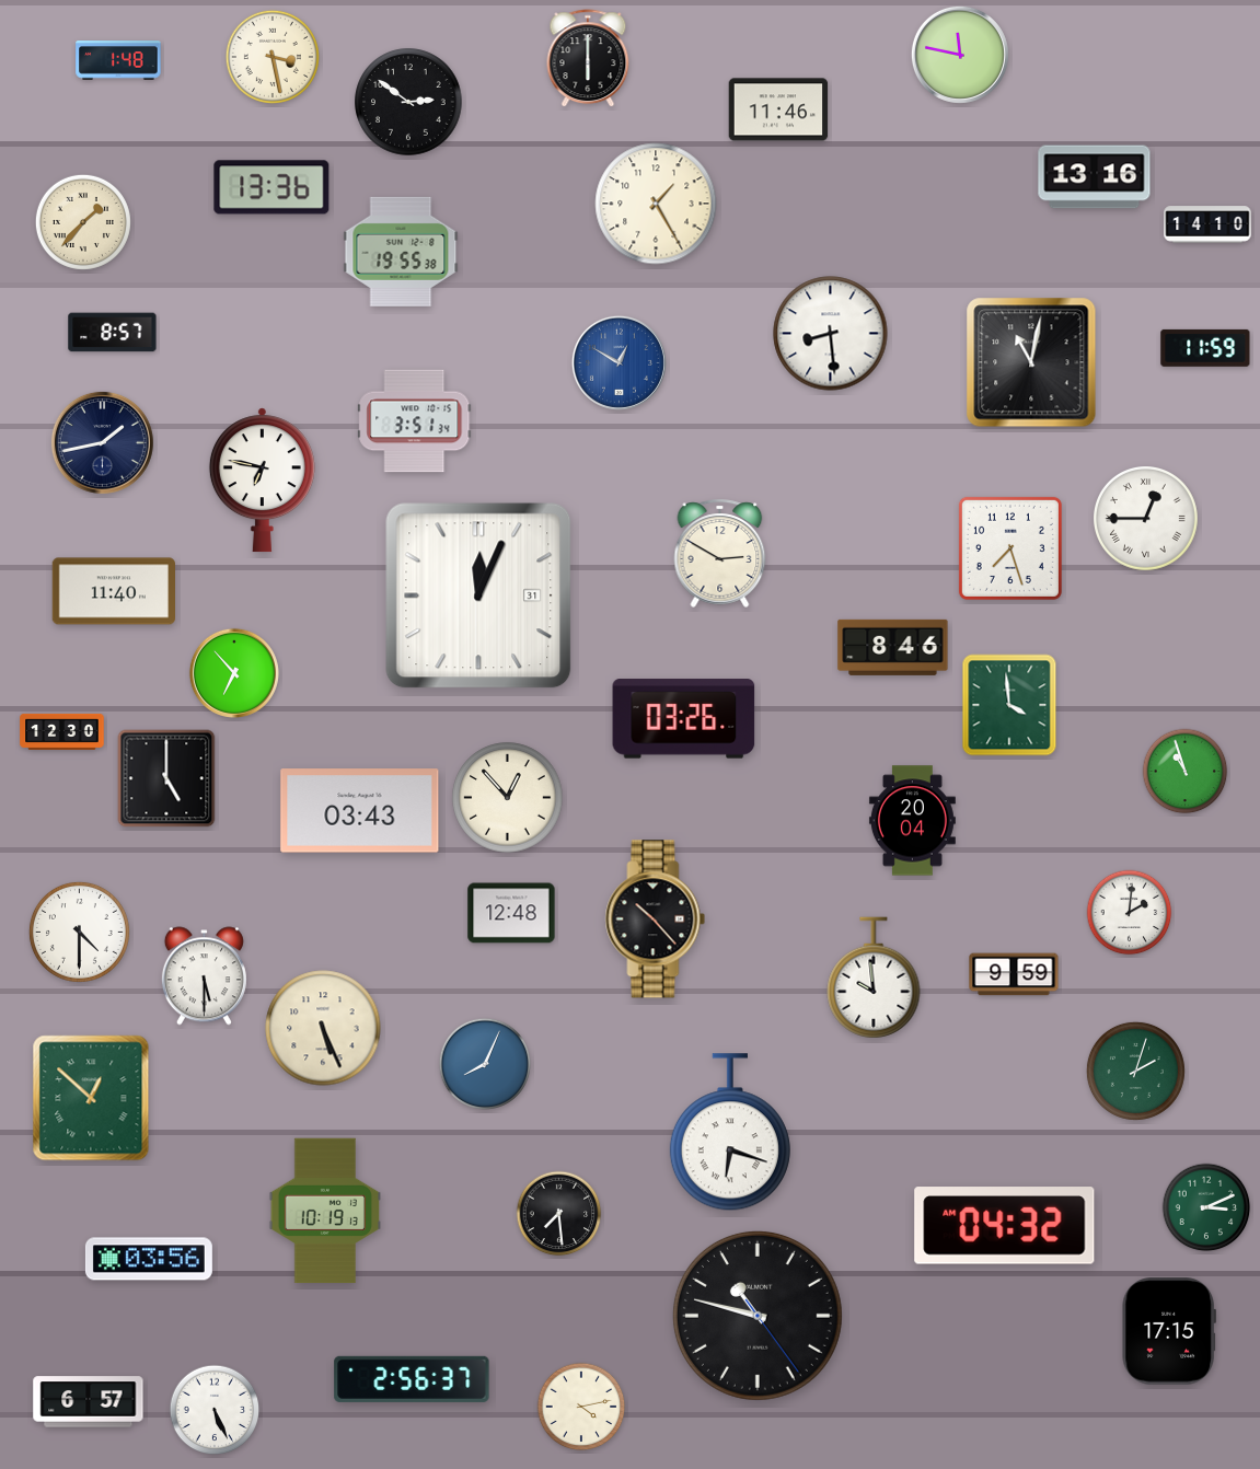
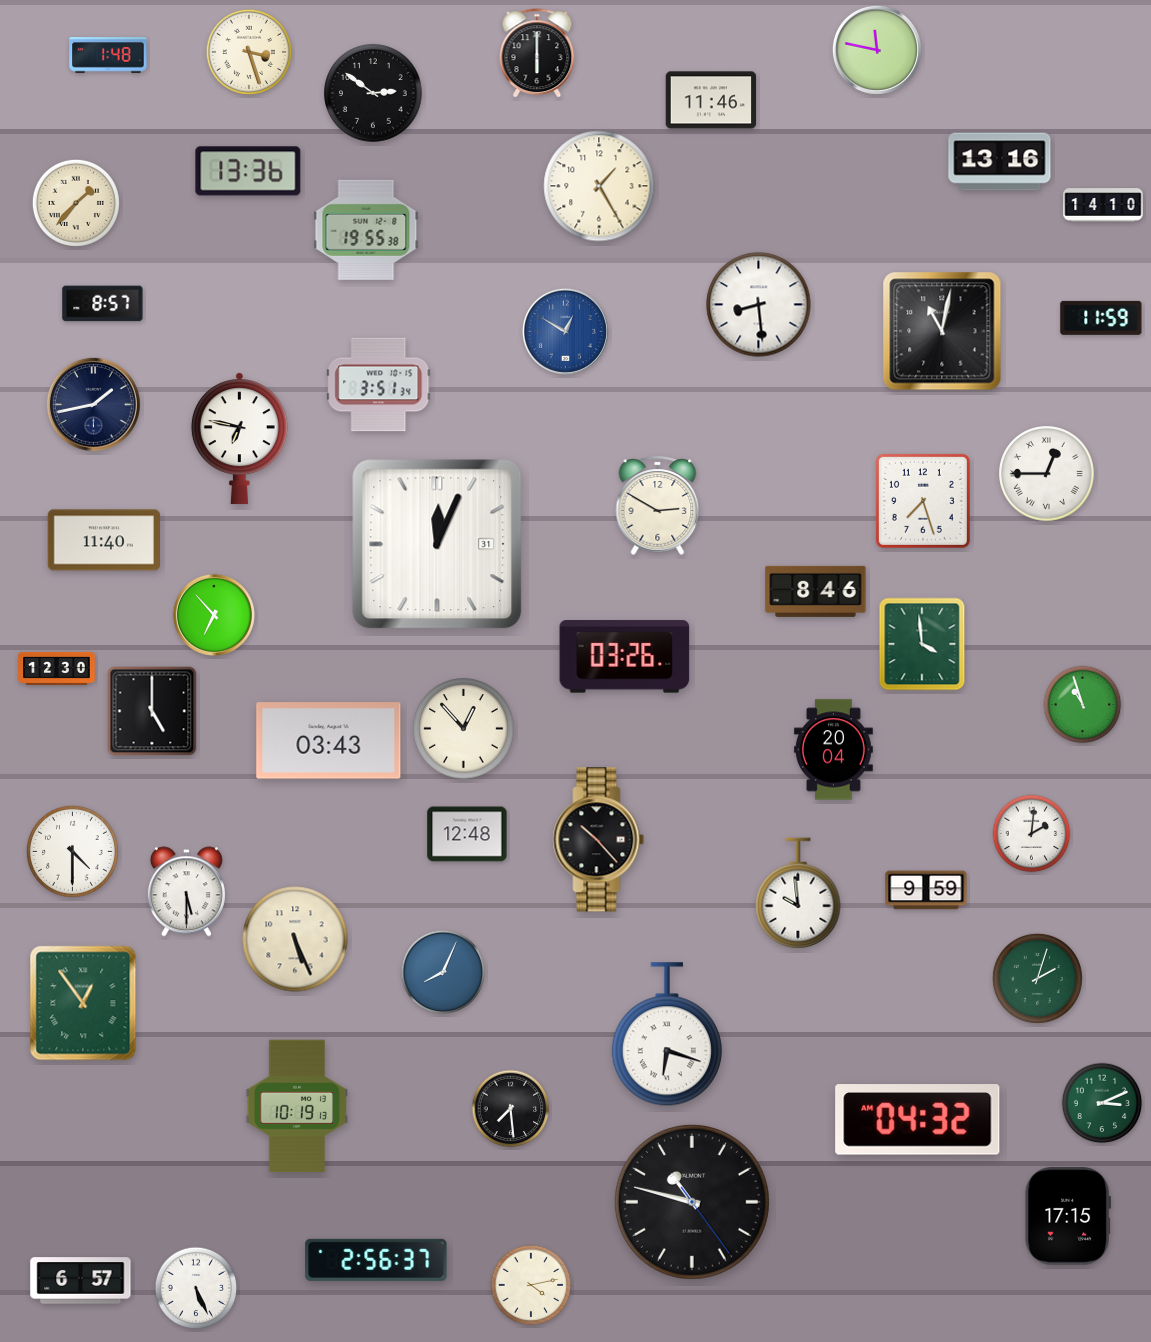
clock at (273, 57): 3:28 -> 3:27
clock at (91, 1098): 12:52 -> 12:54
clock at (149, 1259): 03:56 -> none
